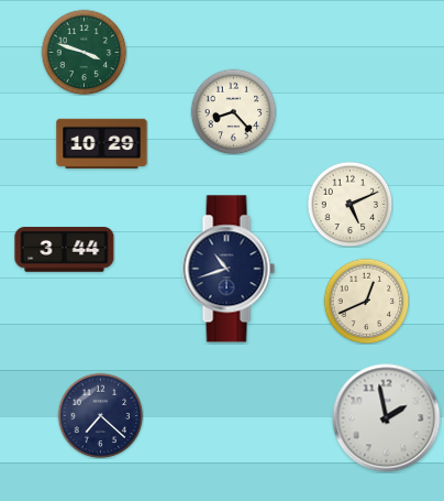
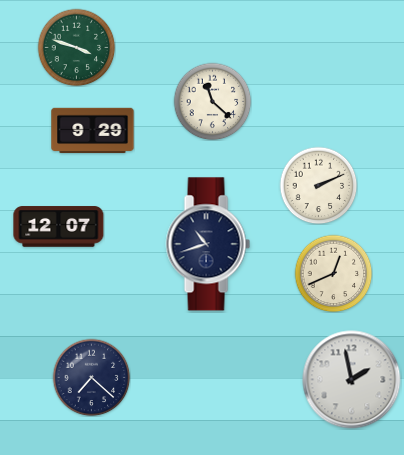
clock at (233, 111): 8:23 -> 11:22
clock at (102, 144): 10:29 -> 9:29
clock at (349, 204): 5:11 -> 2:11
clock at (65, 250): 3:44 -> 12:07
